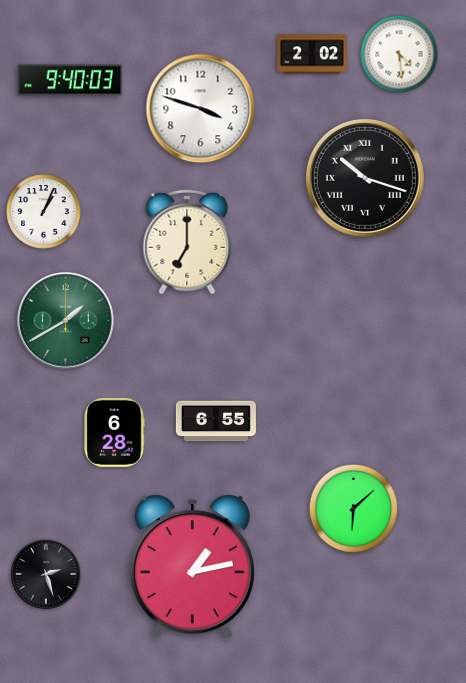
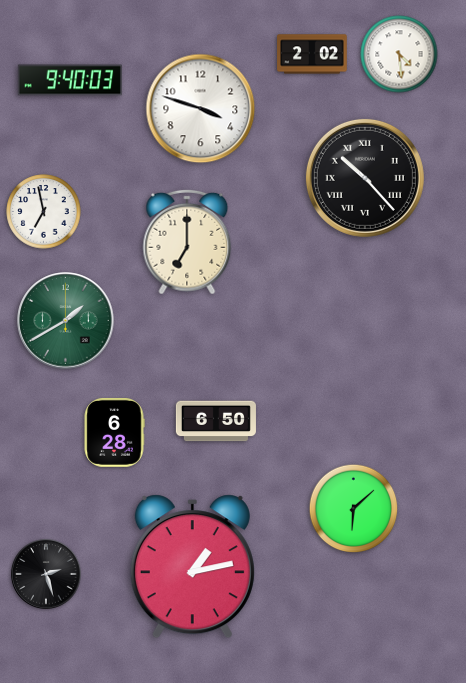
clock at (365, 178): 10:18 -> 10:23
clock at (44, 212): 1:04 -> 6:58
clock at (216, 421): 6:55 -> 6:50
